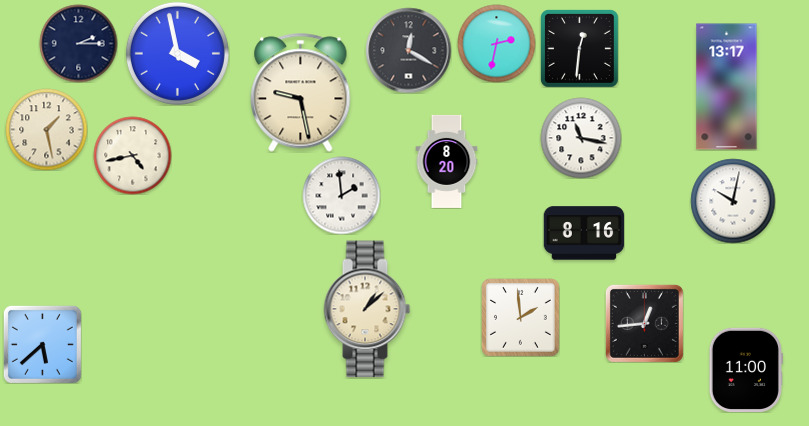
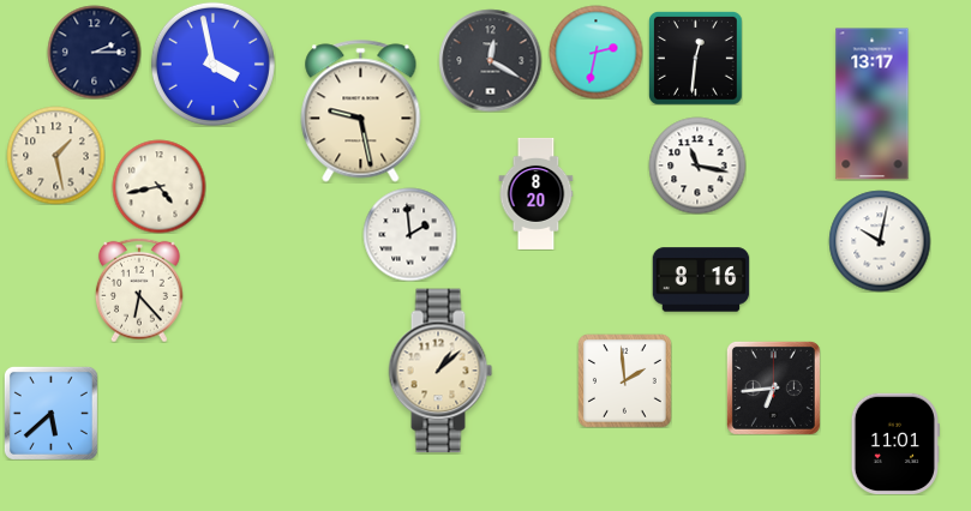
clock at (139, 290): none -> 6:23
clock at (644, 323): 12:44 -> 6:44
clock at (746, 370): 11:00 -> 11:01
